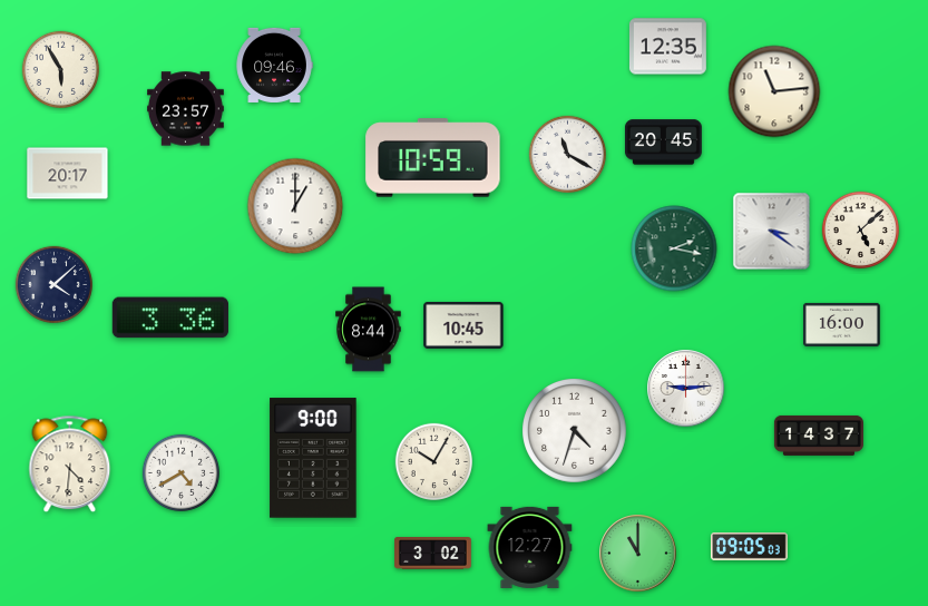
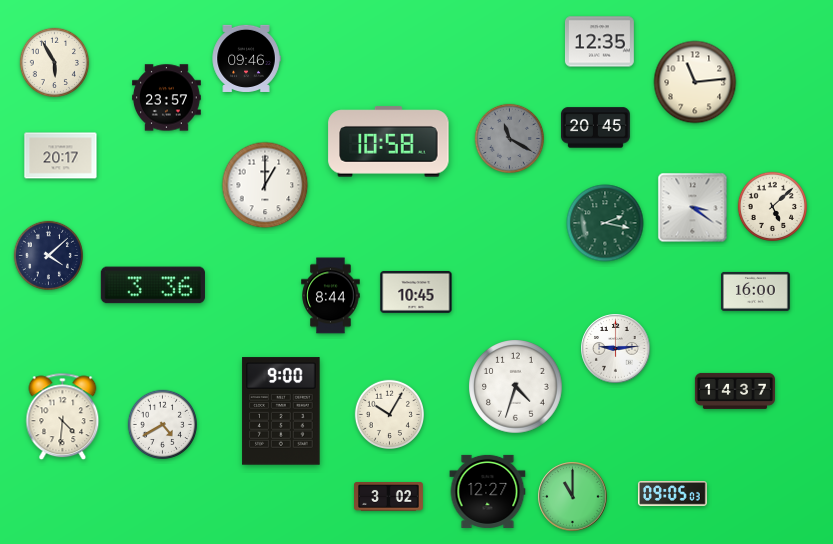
clock at (567, 154) dial: white -> grey
clock at (433, 158): 10:59 -> 10:58
clock at (530, 547) position: (530, 547) -> (488, 491)
clock at (749, 547) position: (749, 547) -> (672, 494)
